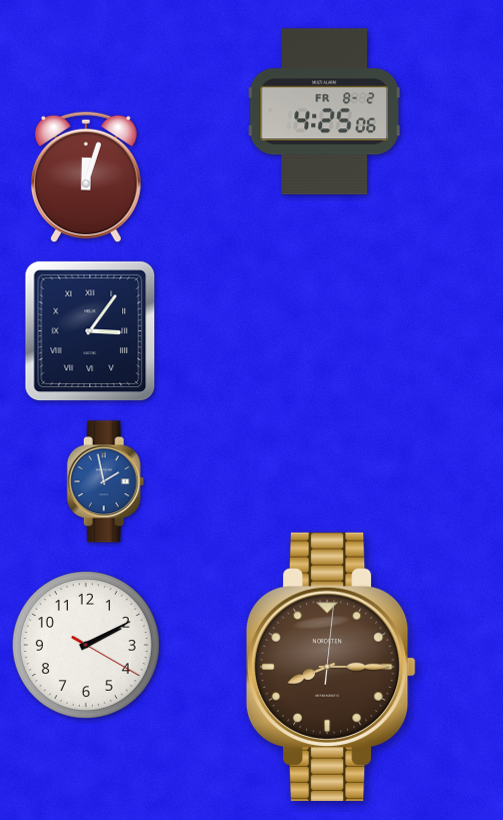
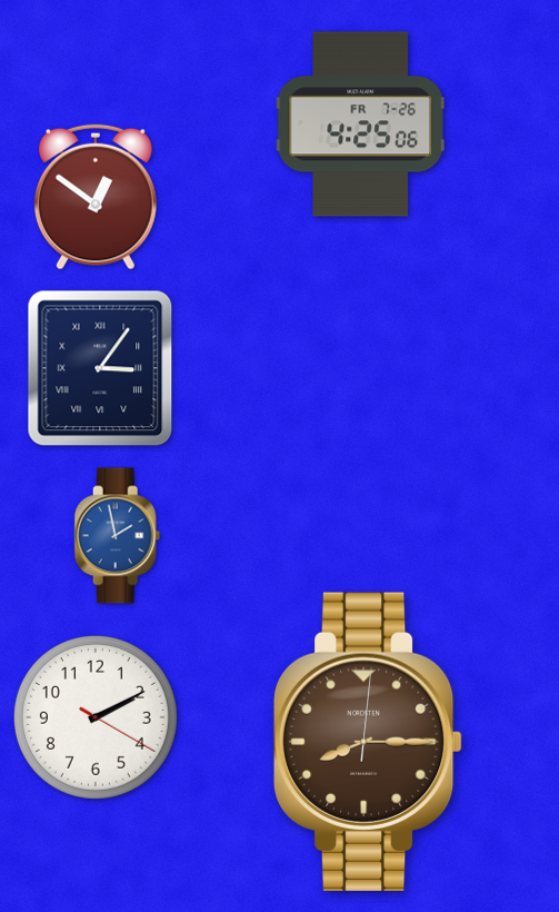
clock at (324, 112) date: FR 8-2 -> FR 7-26
clock at (86, 177): 12:03 -> 12:51
